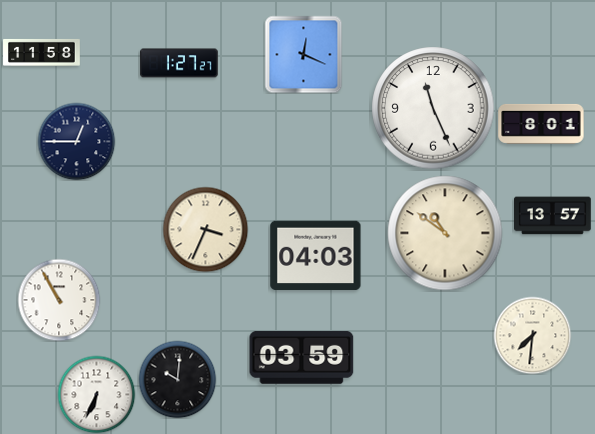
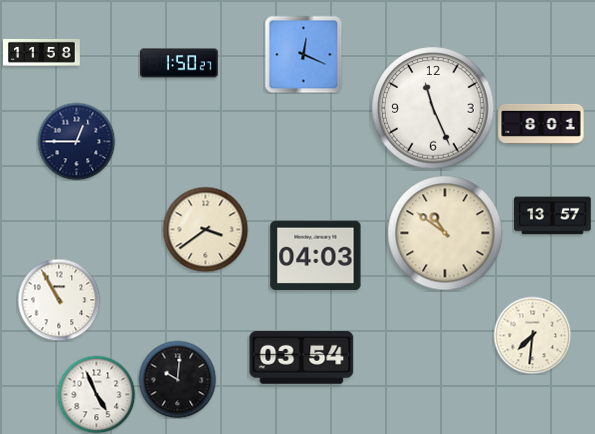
clock at (179, 63): 1:27 -> 1:50
clock at (205, 229): 3:34 -> 3:39
clock at (302, 357): 03:59 -> 03:54
clock at (96, 394): 6:34 -> 4:56
